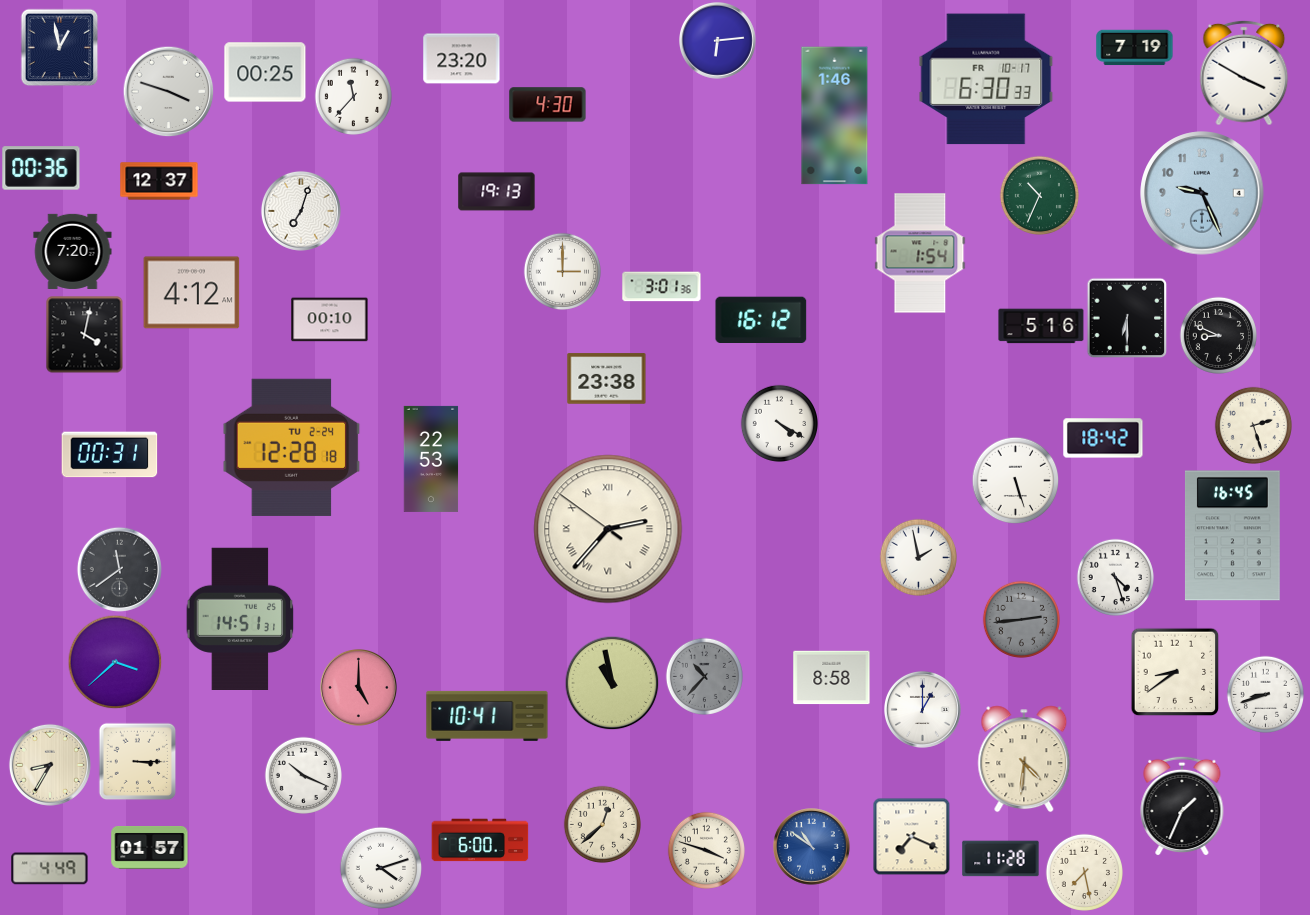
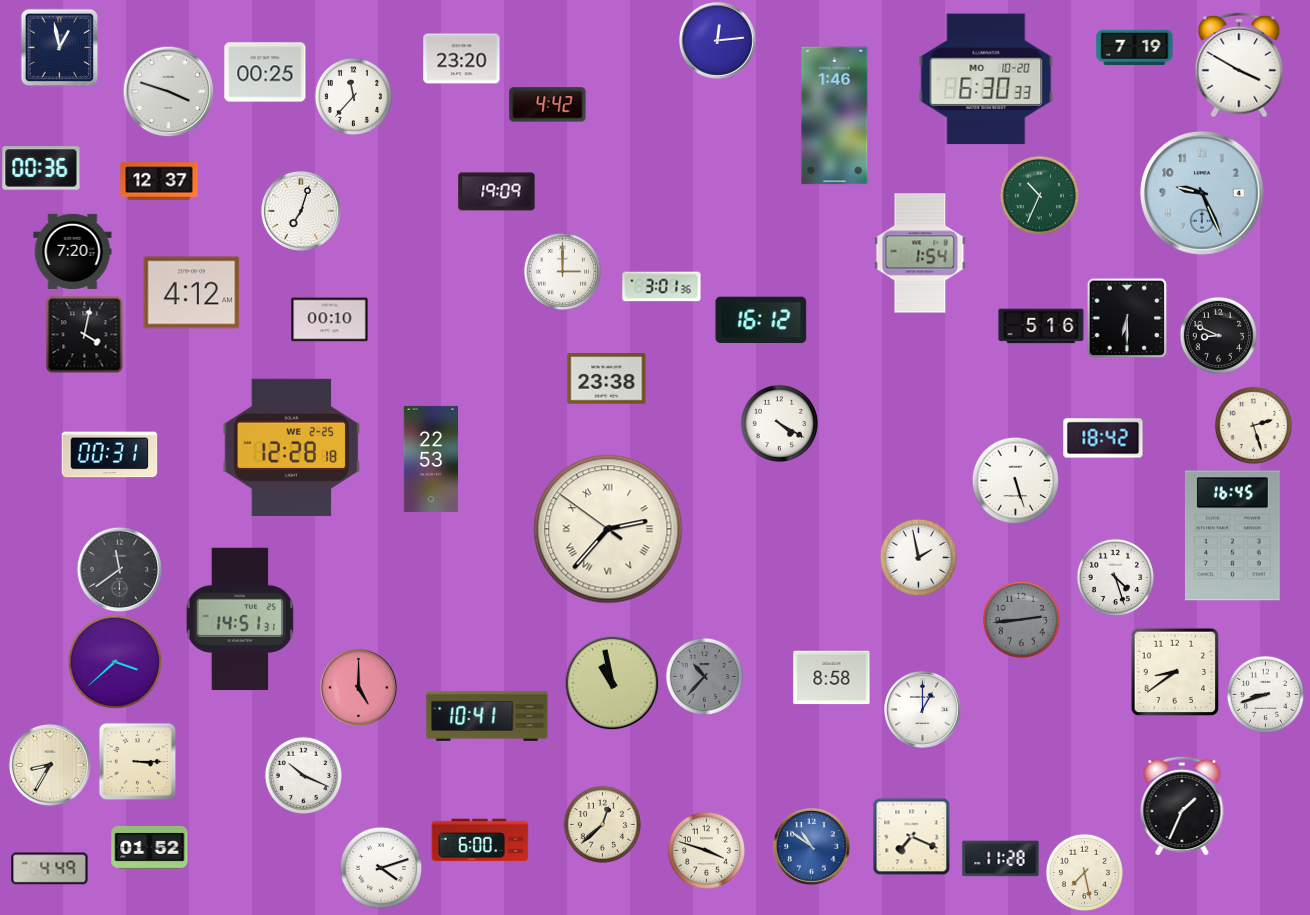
clock at (718, 41): 6:14 -> 12:14
clock at (1244, 73) position: (1244, 73) -> (1239, 65)
clock at (986, 79) date: FR 10-17 -> MO 10-20
clock at (548, 105): 4:30 -> 4:42
clock at (497, 192): 19:13 -> 19:09
clock at (292, 447) date: TU 2-24 -> WE 2-25
clock at (1024, 759): 4:31 -> none
clock at (150, 848): 01:57 -> 01:52
